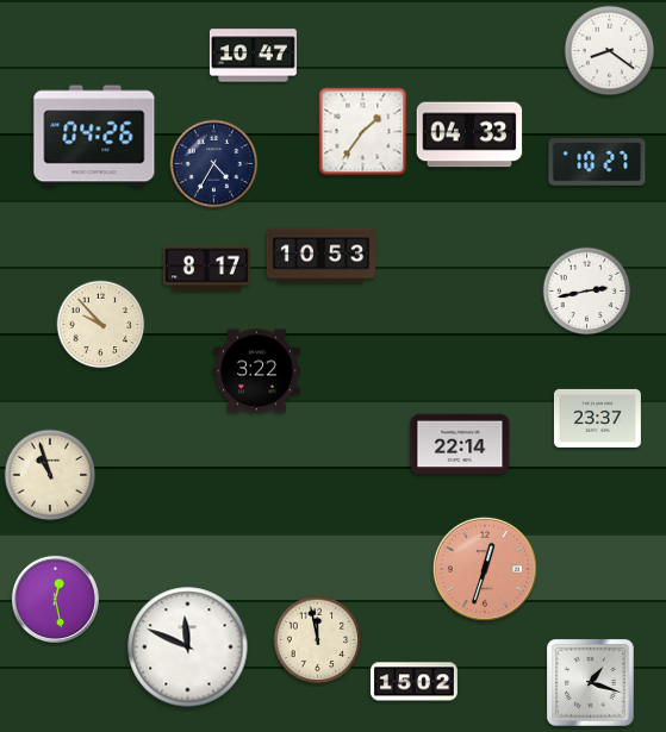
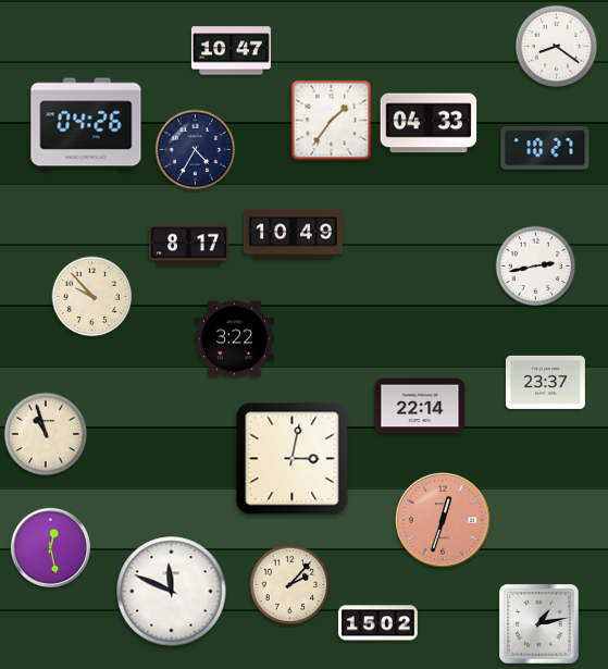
clock at (320, 256): 10:53 -> 10:49
clock at (293, 459): none -> 3:02
clock at (318, 640): 11:58 -> 2:07
clock at (591, 683): 1:18 -> 1:13
